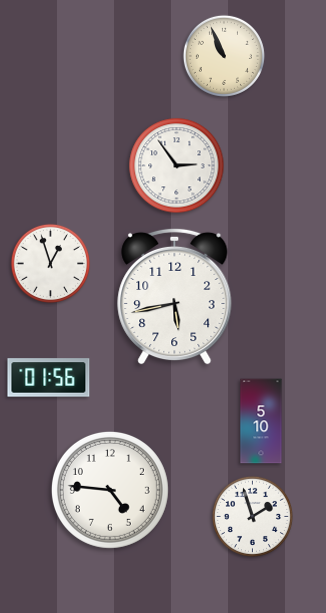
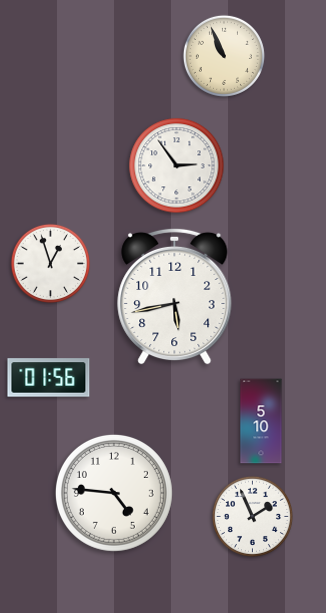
clock at (110, 490) position: (110, 490) -> (114, 493)
clock at (252, 516): 1:57 -> 1:56
